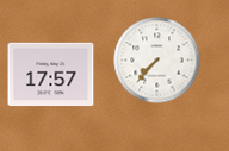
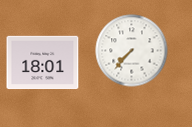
clock at (51, 75): 17:57 -> 18:01
